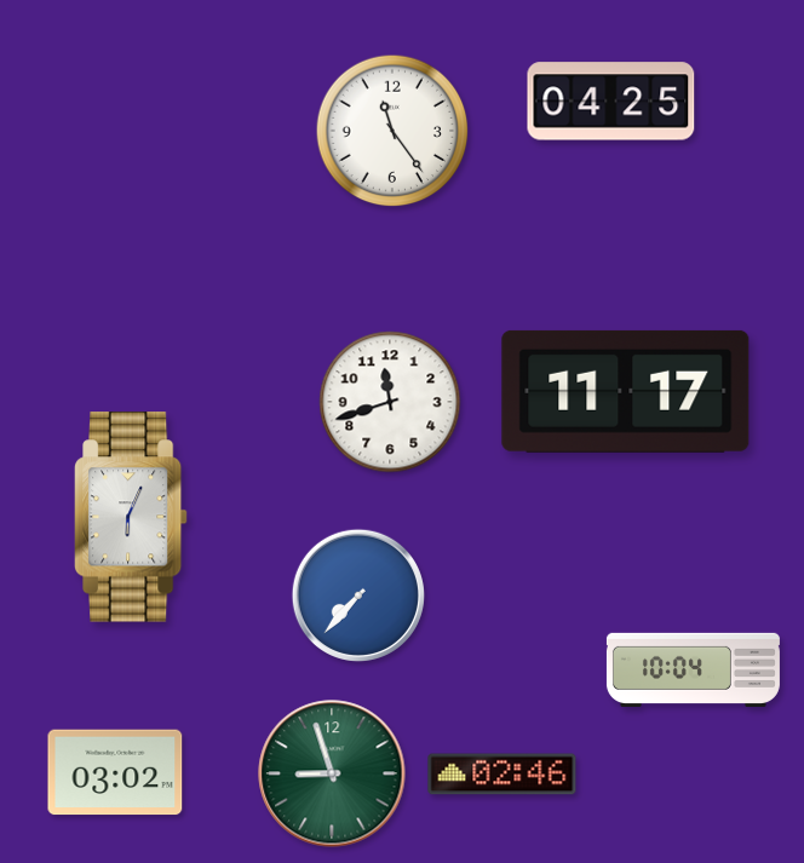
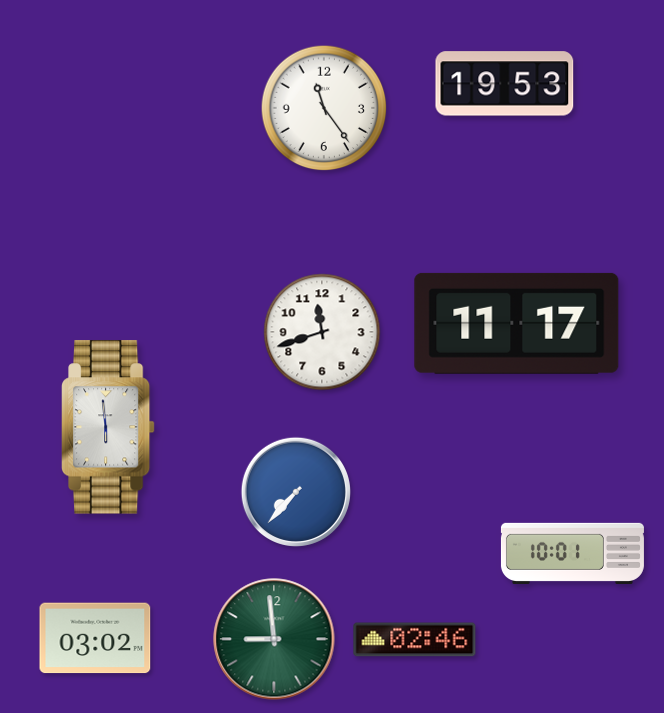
clock at (611, 102): 04:25 -> 19:53
clock at (132, 517): 6:04 -> 5:59
clock at (693, 669): 10:04 -> 10:01
clock at (332, 773): 8:57 -> 8:59
